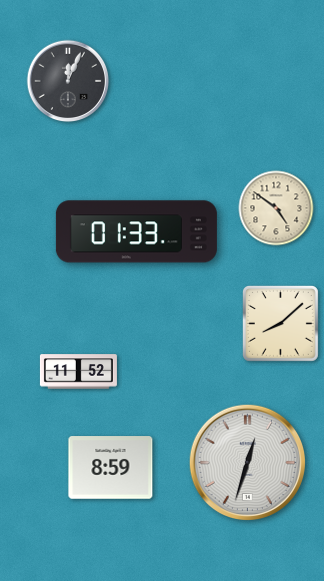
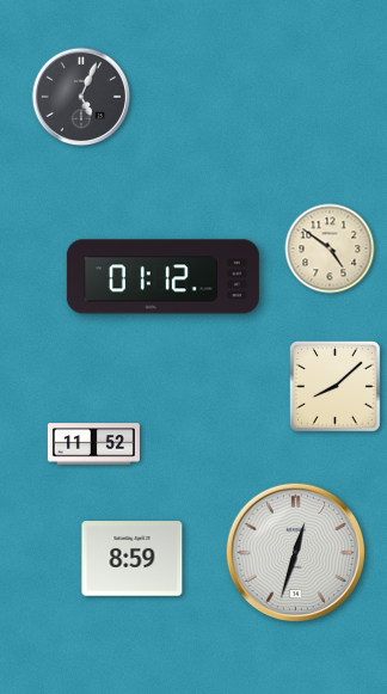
clock at (68, 81): 12:04 -> 5:04
clock at (136, 232): 01:33 -> 01:12
